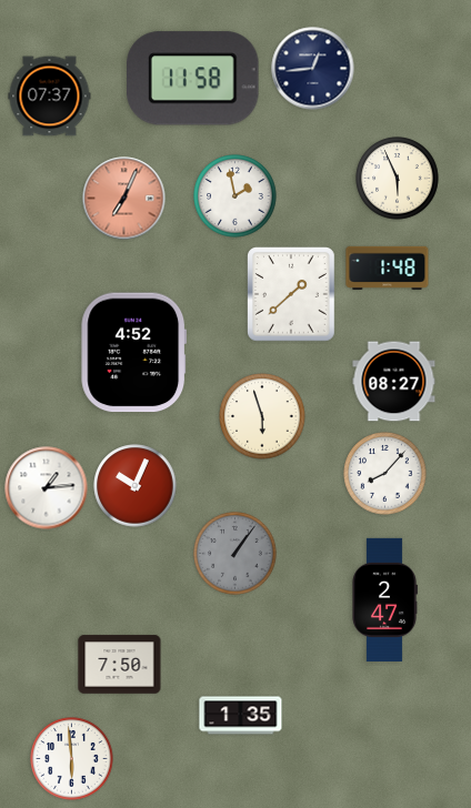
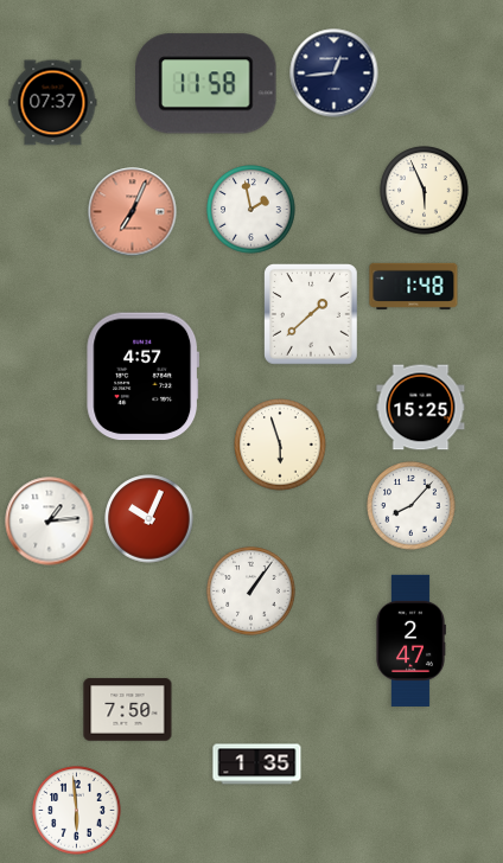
clock at (134, 353): 4:52 -> 4:57
clock at (394, 382): 08:27 -> 15:25
clock at (136, 486) position: (136, 486) -> (149, 519)
clock at (235, 554) dial: grey -> white
